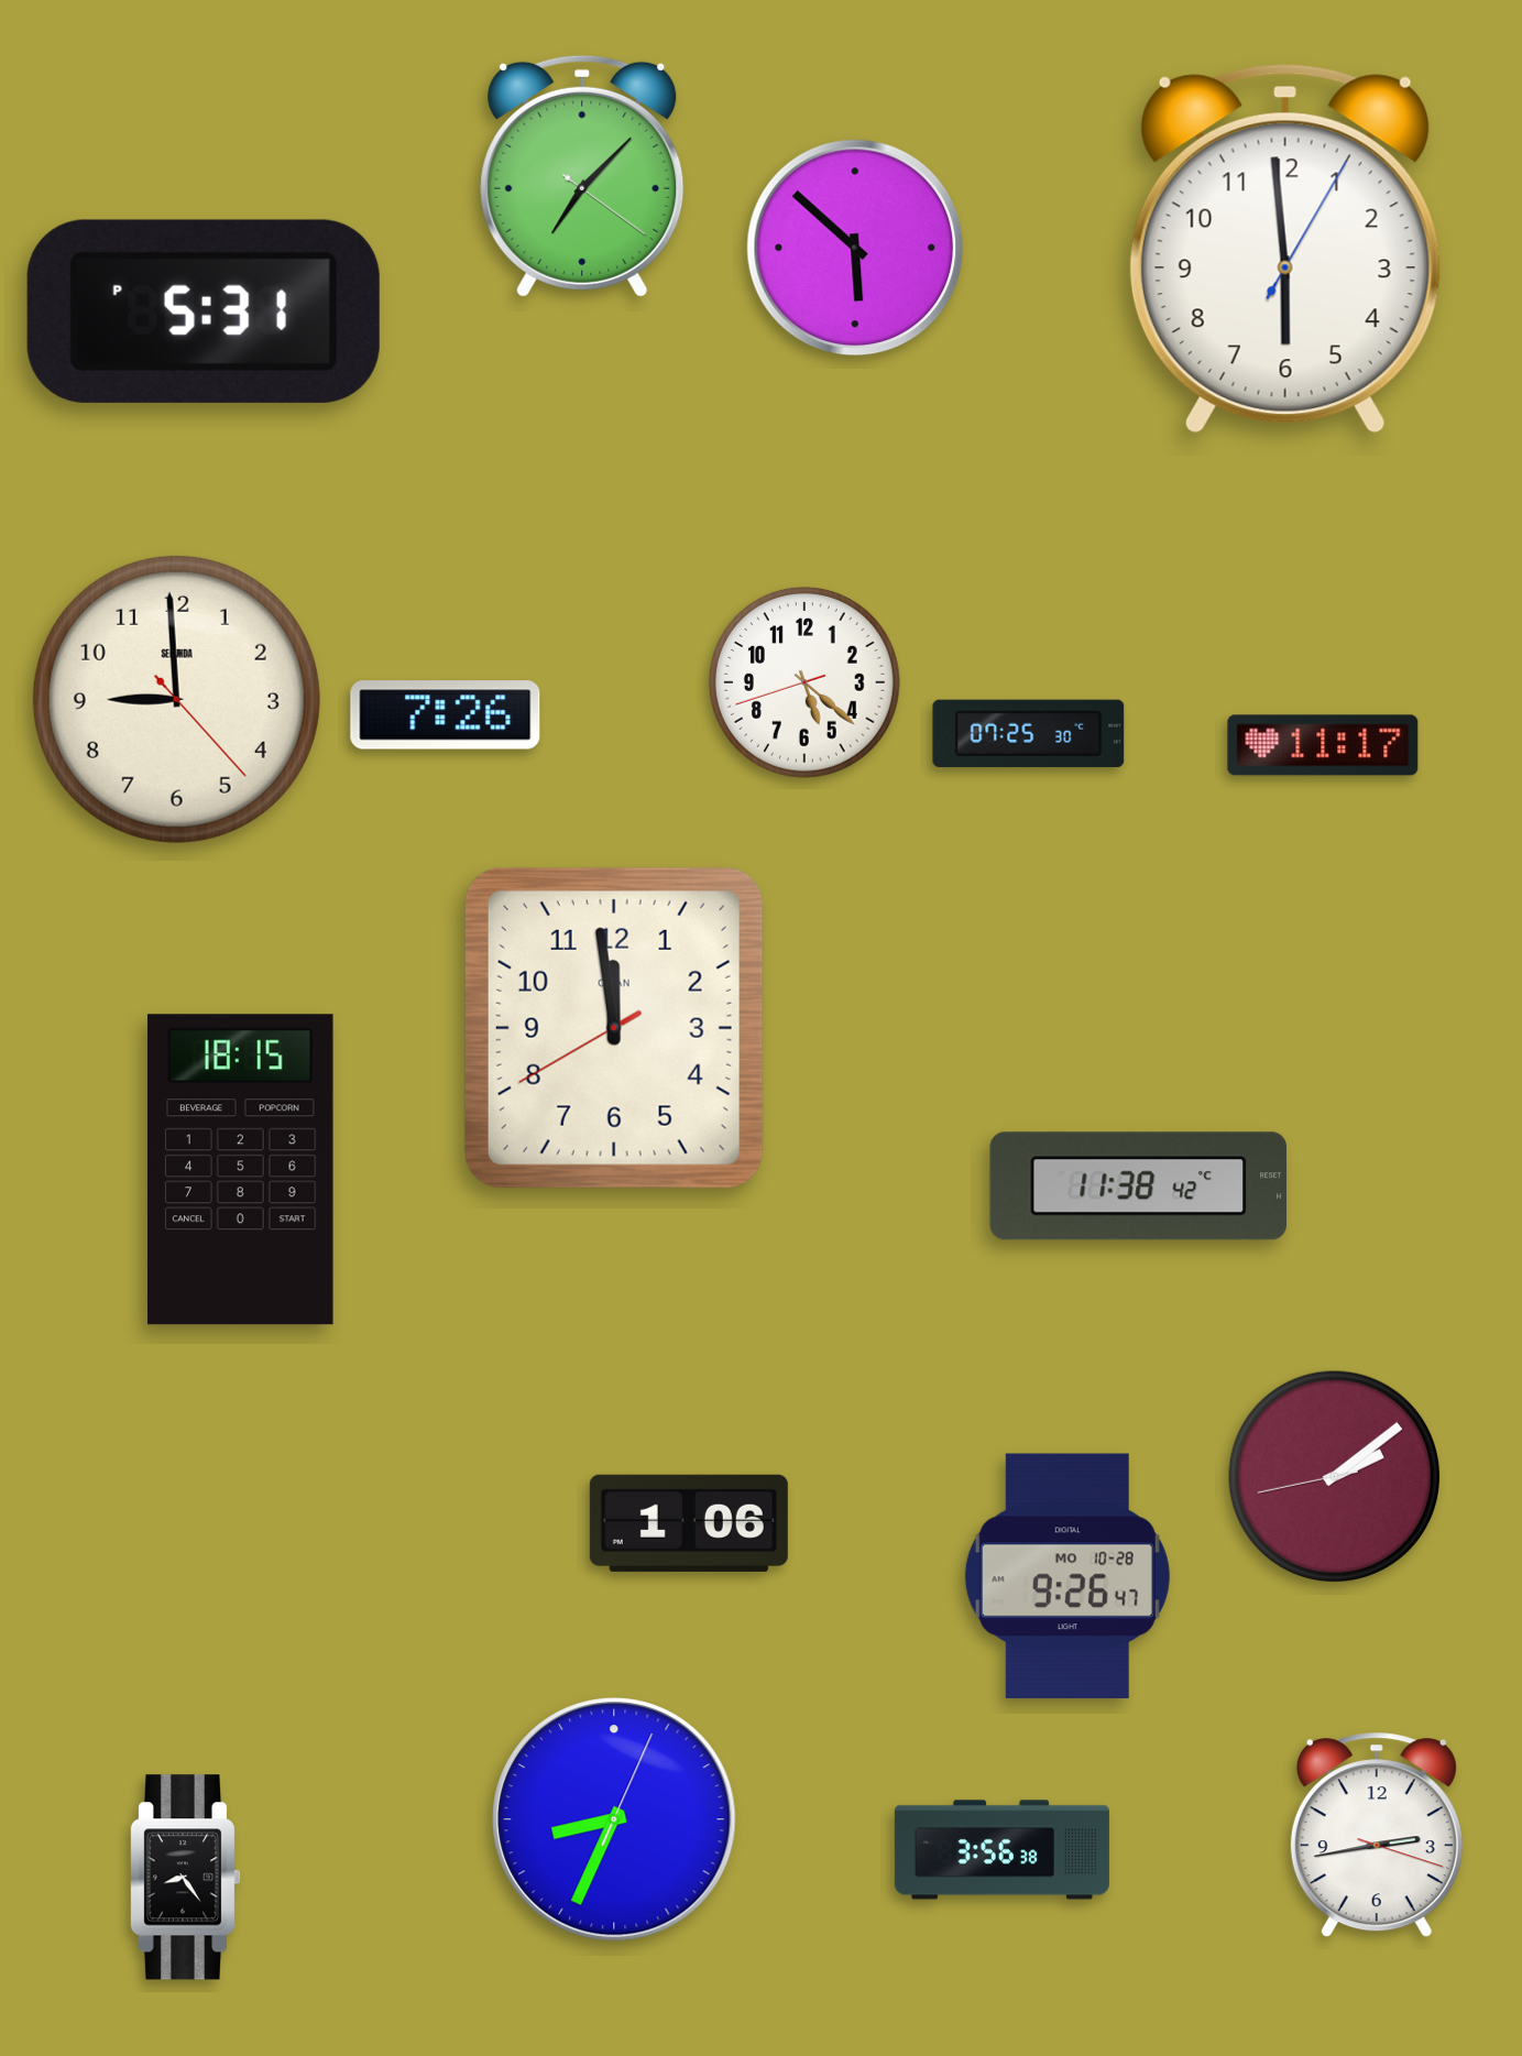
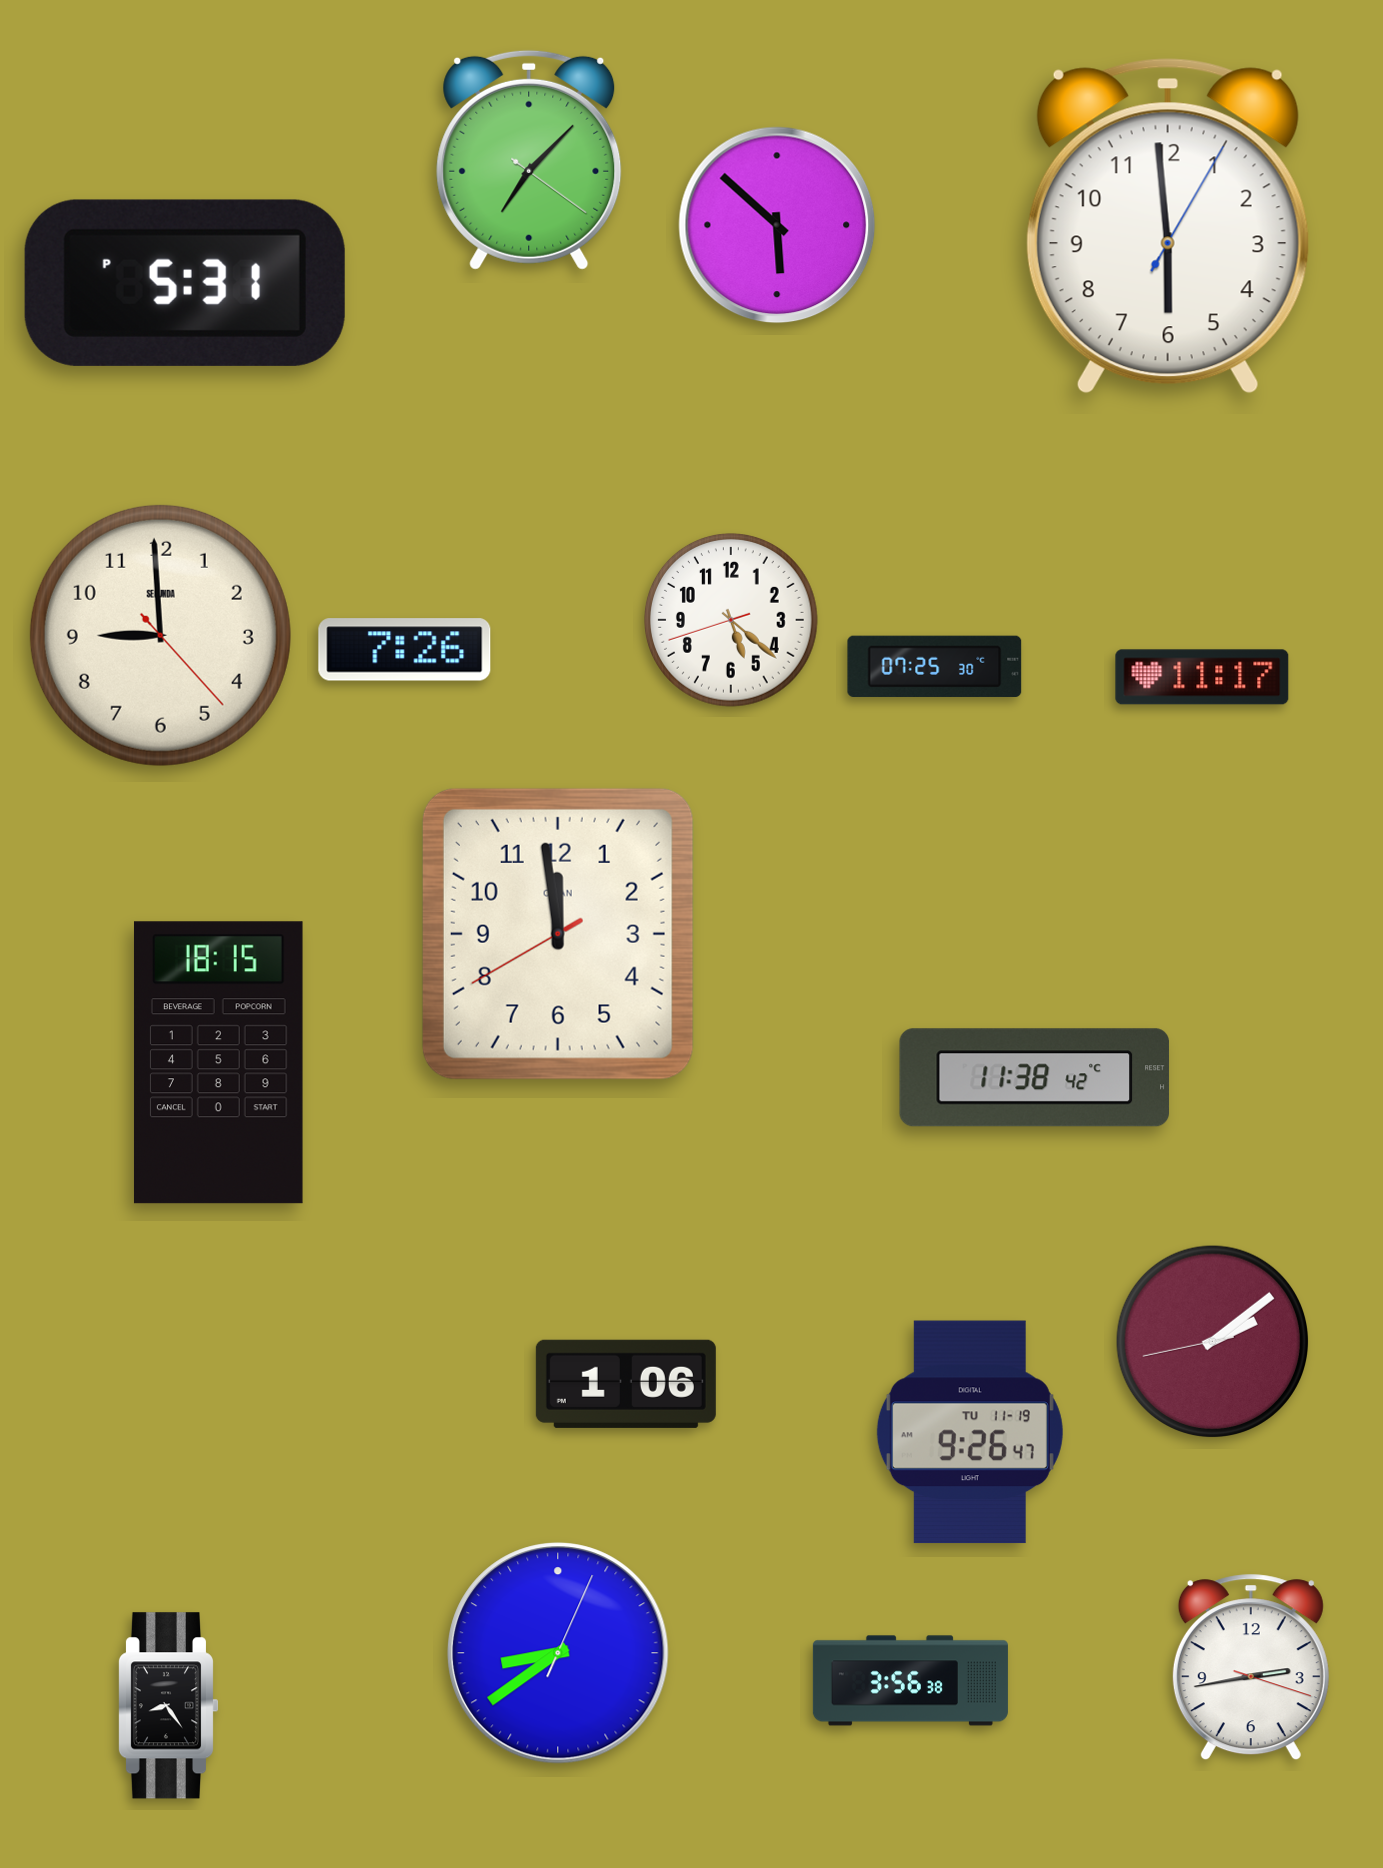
clock at (1067, 1576) date: MO 10-28 -> TU 11-19
clock at (614, 1819): 8:34 -> 8:39
